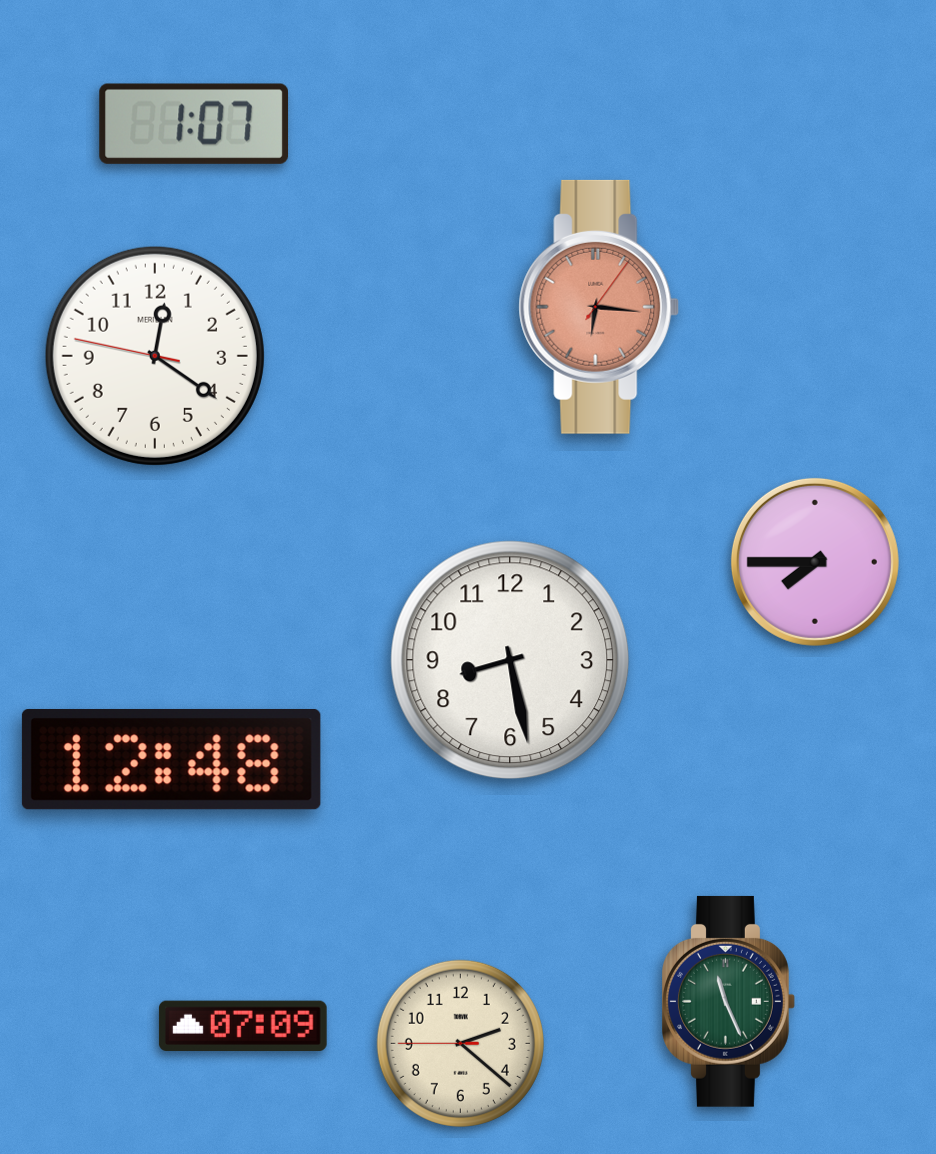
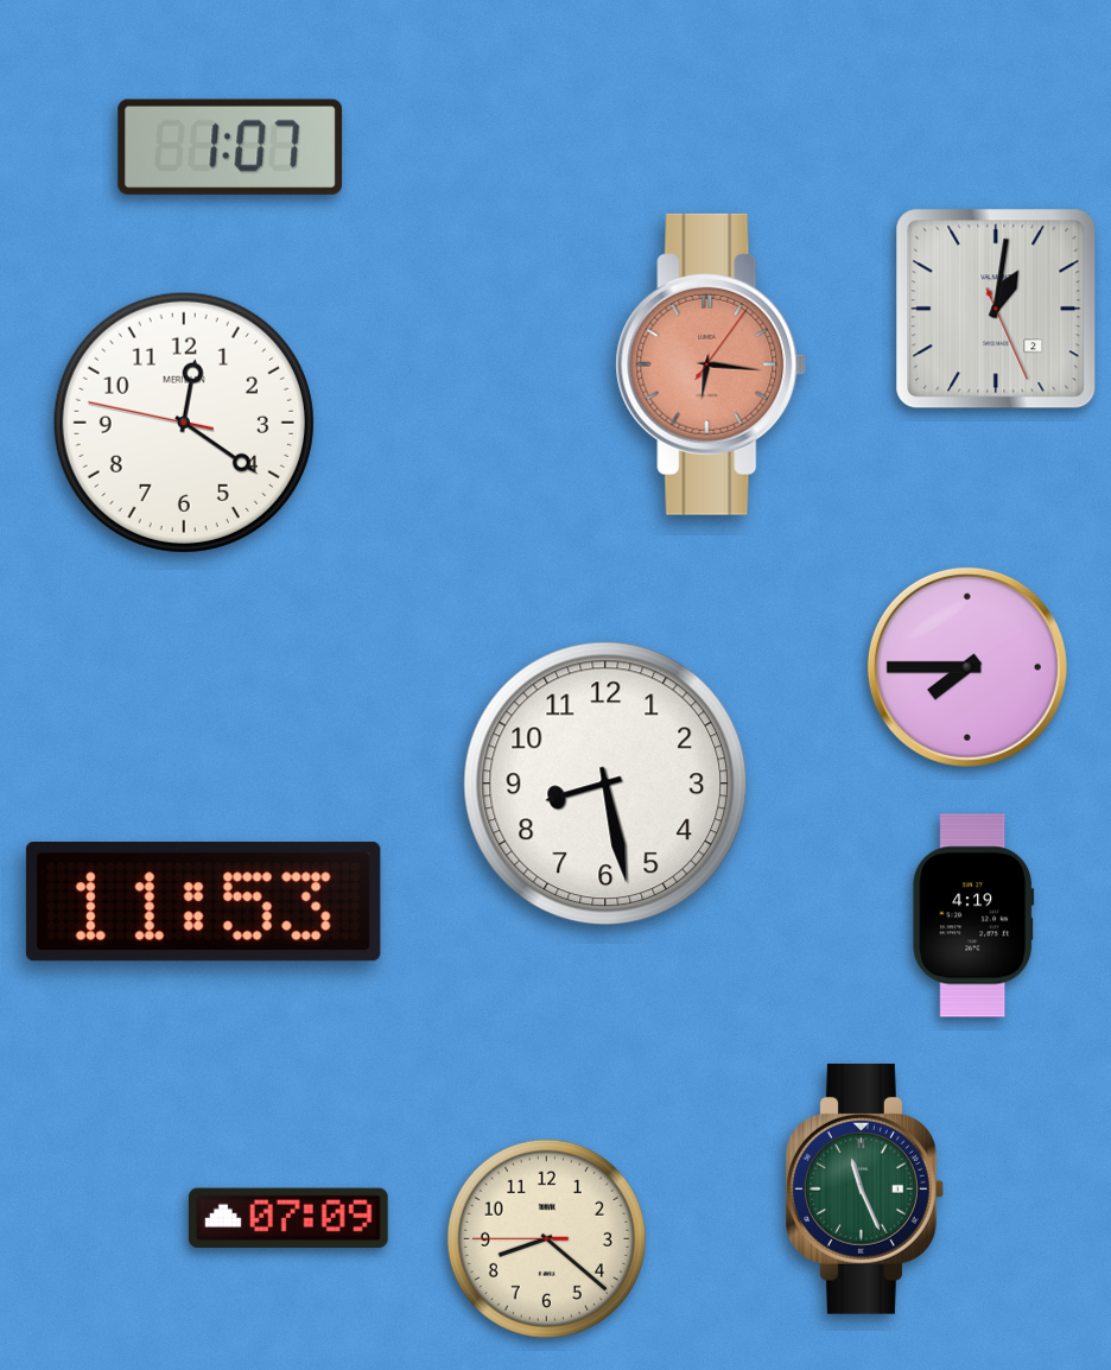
clock at (996, 309): none -> 1:01
clock at (171, 759): 12:48 -> 11:53
clock at (973, 915): none -> 4:19
clock at (460, 1043): 2:21 -> 8:21
